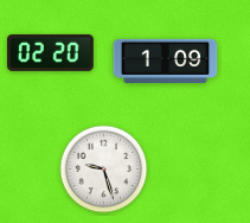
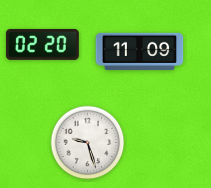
clock at (166, 60): 1:09 -> 11:09
